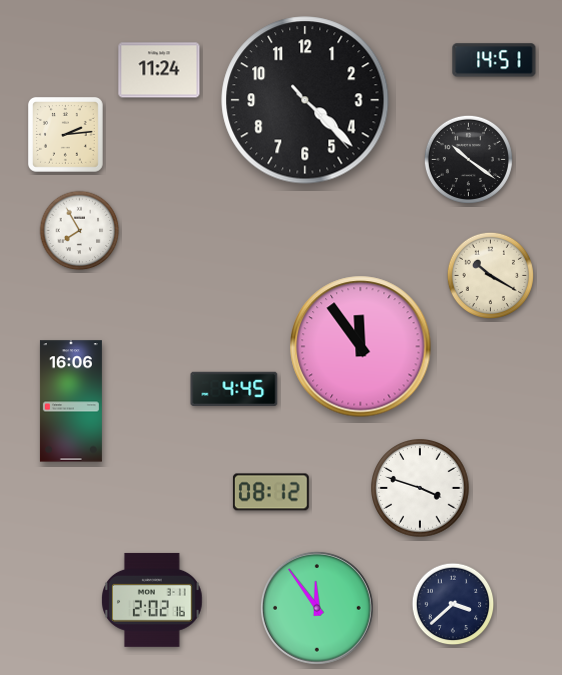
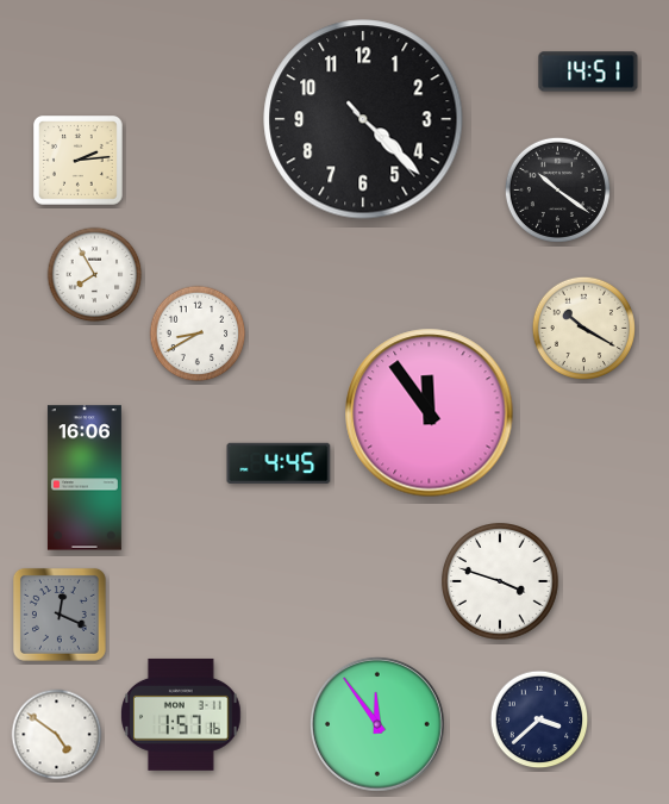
clock at (159, 70): 11:24 -> none
clock at (198, 334): none -> 8:40
clock at (271, 492): 08:12 -> none
clock at (60, 615): none -> 12:19
clock at (153, 600): 2:02 -> 1:57
clock at (57, 735): none -> 4:51
